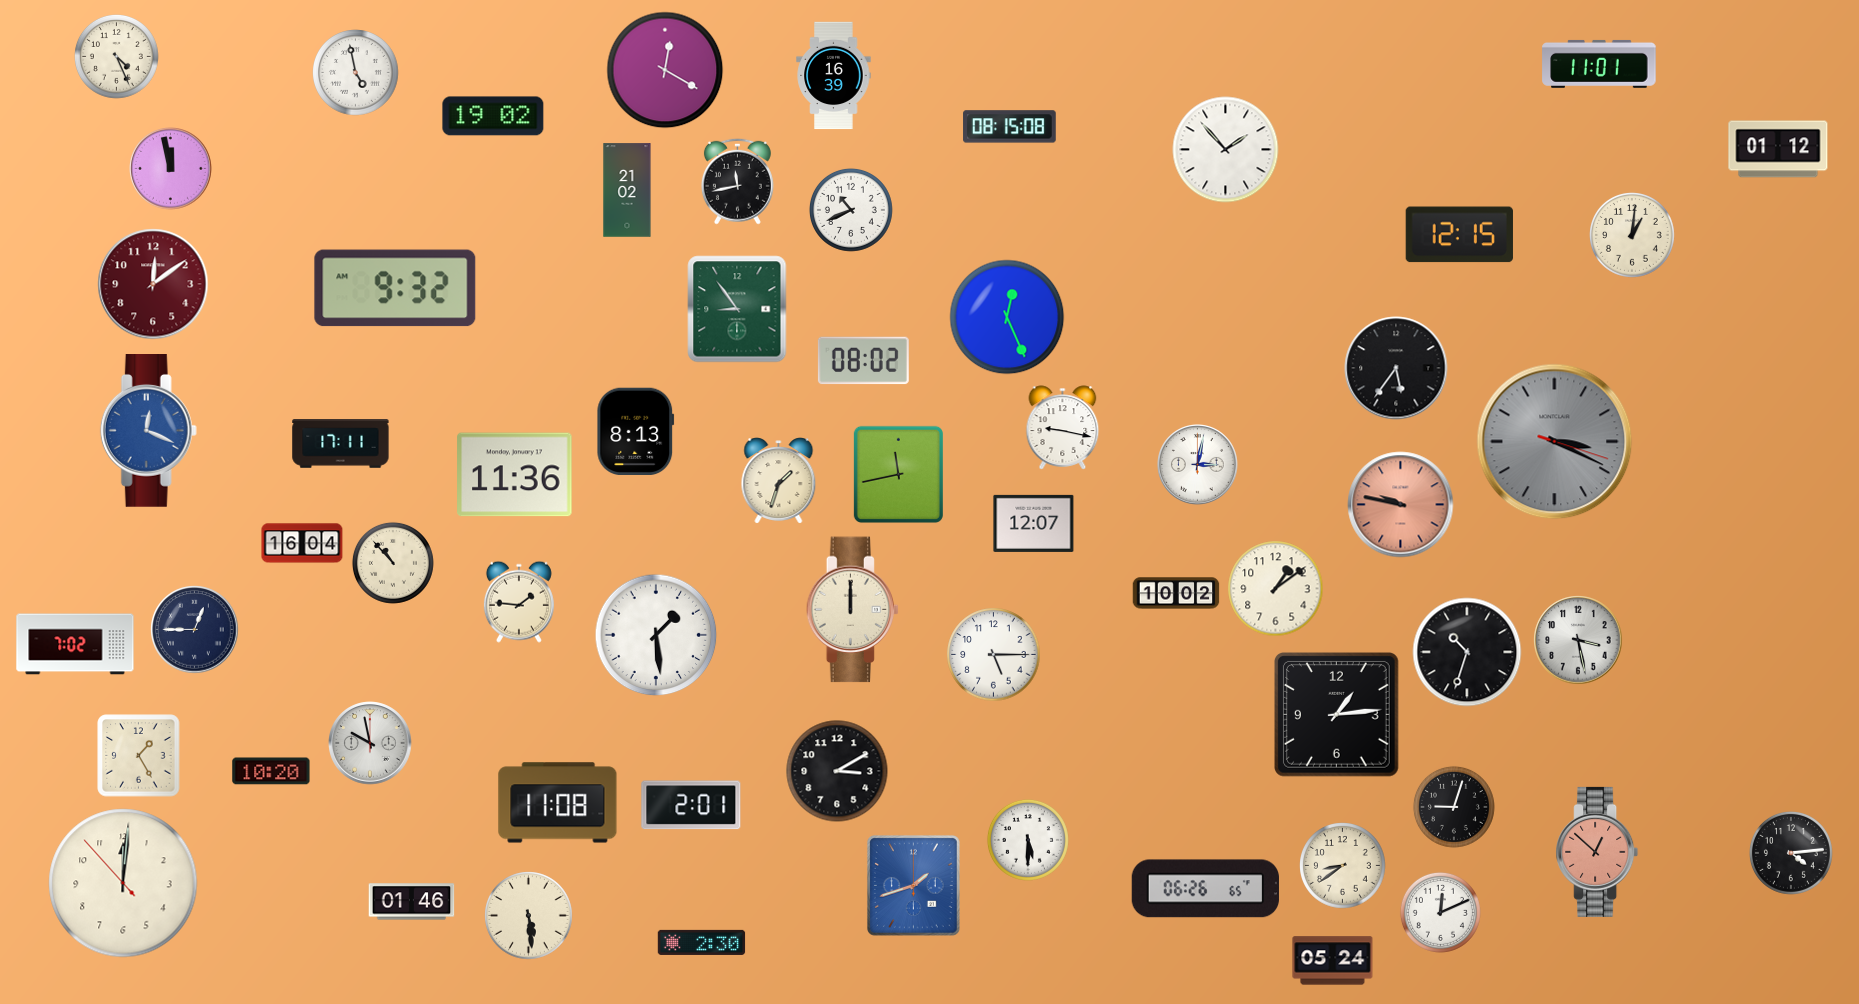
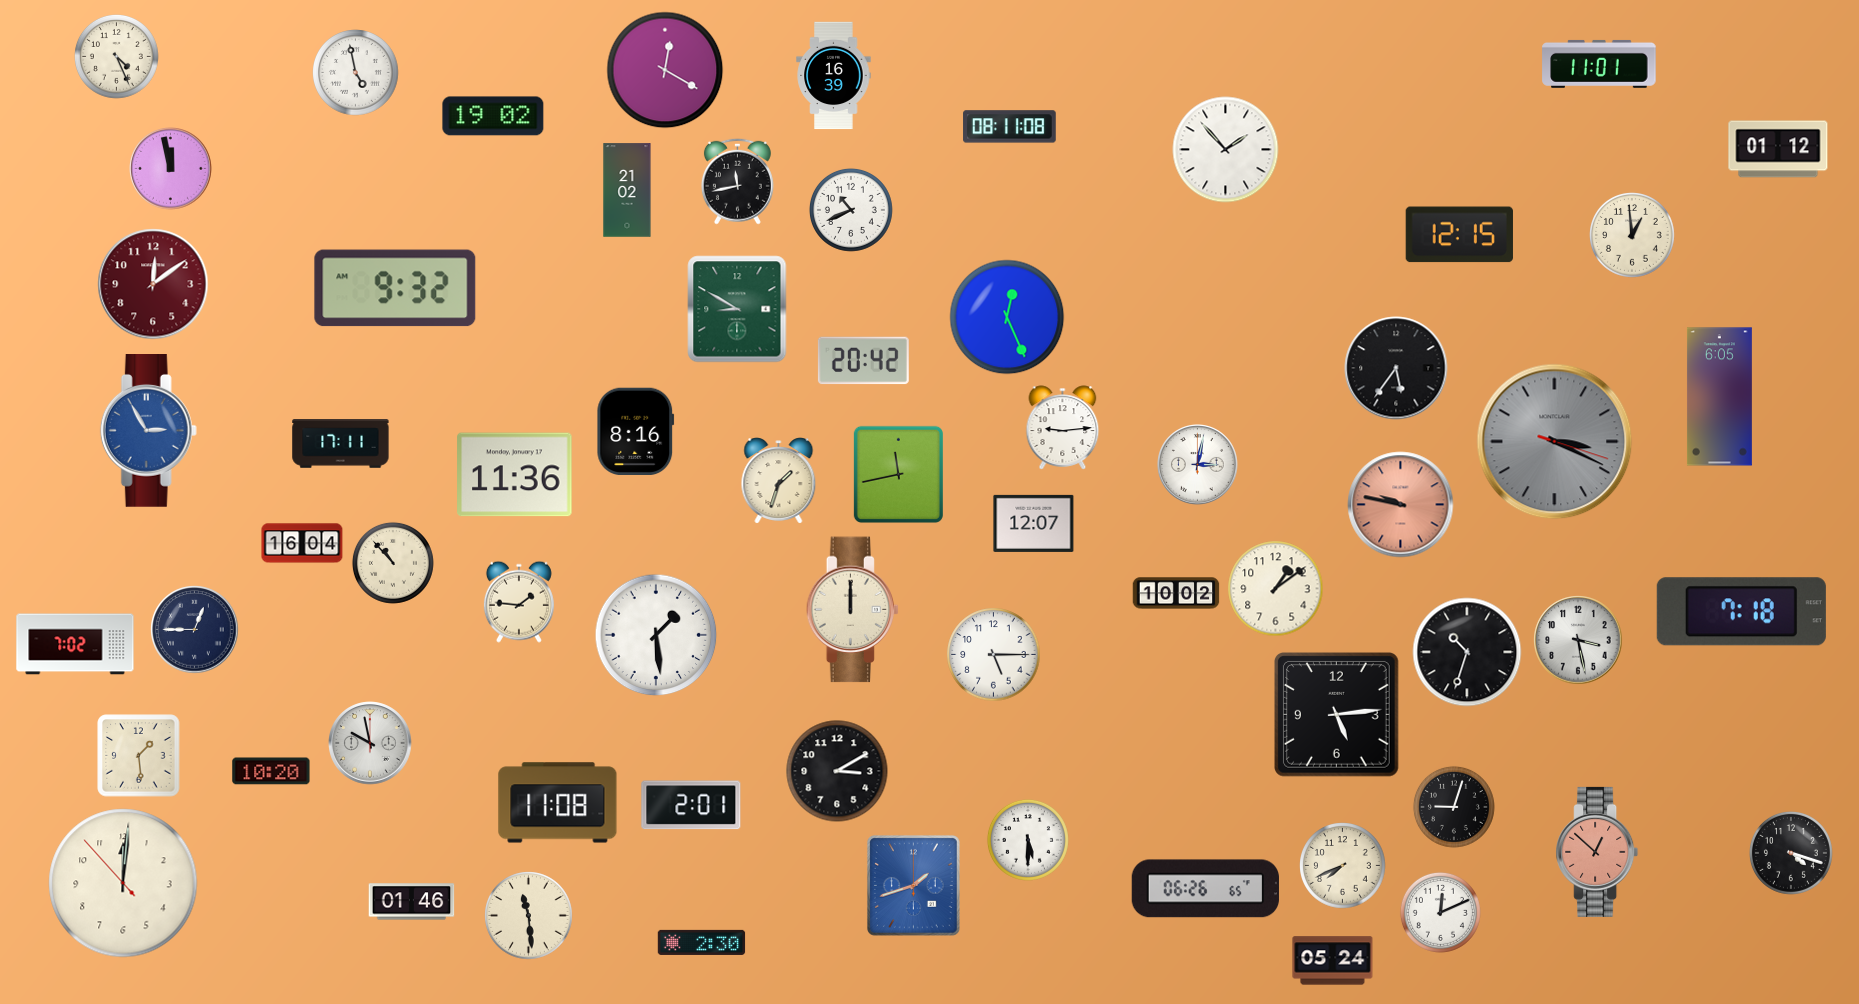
clock at (1010, 127): 08:15 -> 08:11
clock at (1633, 236): 1:01 -> 12:59
clock at (737, 309): 8:54 -> 8:50
clock at (863, 361): 08:02 -> 20:42
clock at (1719, 397): none -> 6:05
clock at (1063, 428): 9:17 -> 9:14
clock at (148, 431): 12:19 -> 2:55
clock at (636, 431): 8:13 -> 8:16
clock at (1741, 612): none -> 7:18
clock at (1337, 715): 1:14 -> 5:14
clock at (139, 756): 1:25 -> 1:29
clock at (1791, 853): 4:14 -> 4:18
clock at (1343, 866): 8:39 -> 7:41
clock at (529, 916): 5:29 -> 11:29
